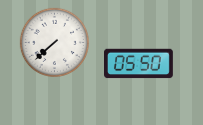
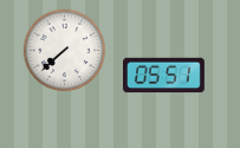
clock at (139, 64): 05:50 -> 05:51
